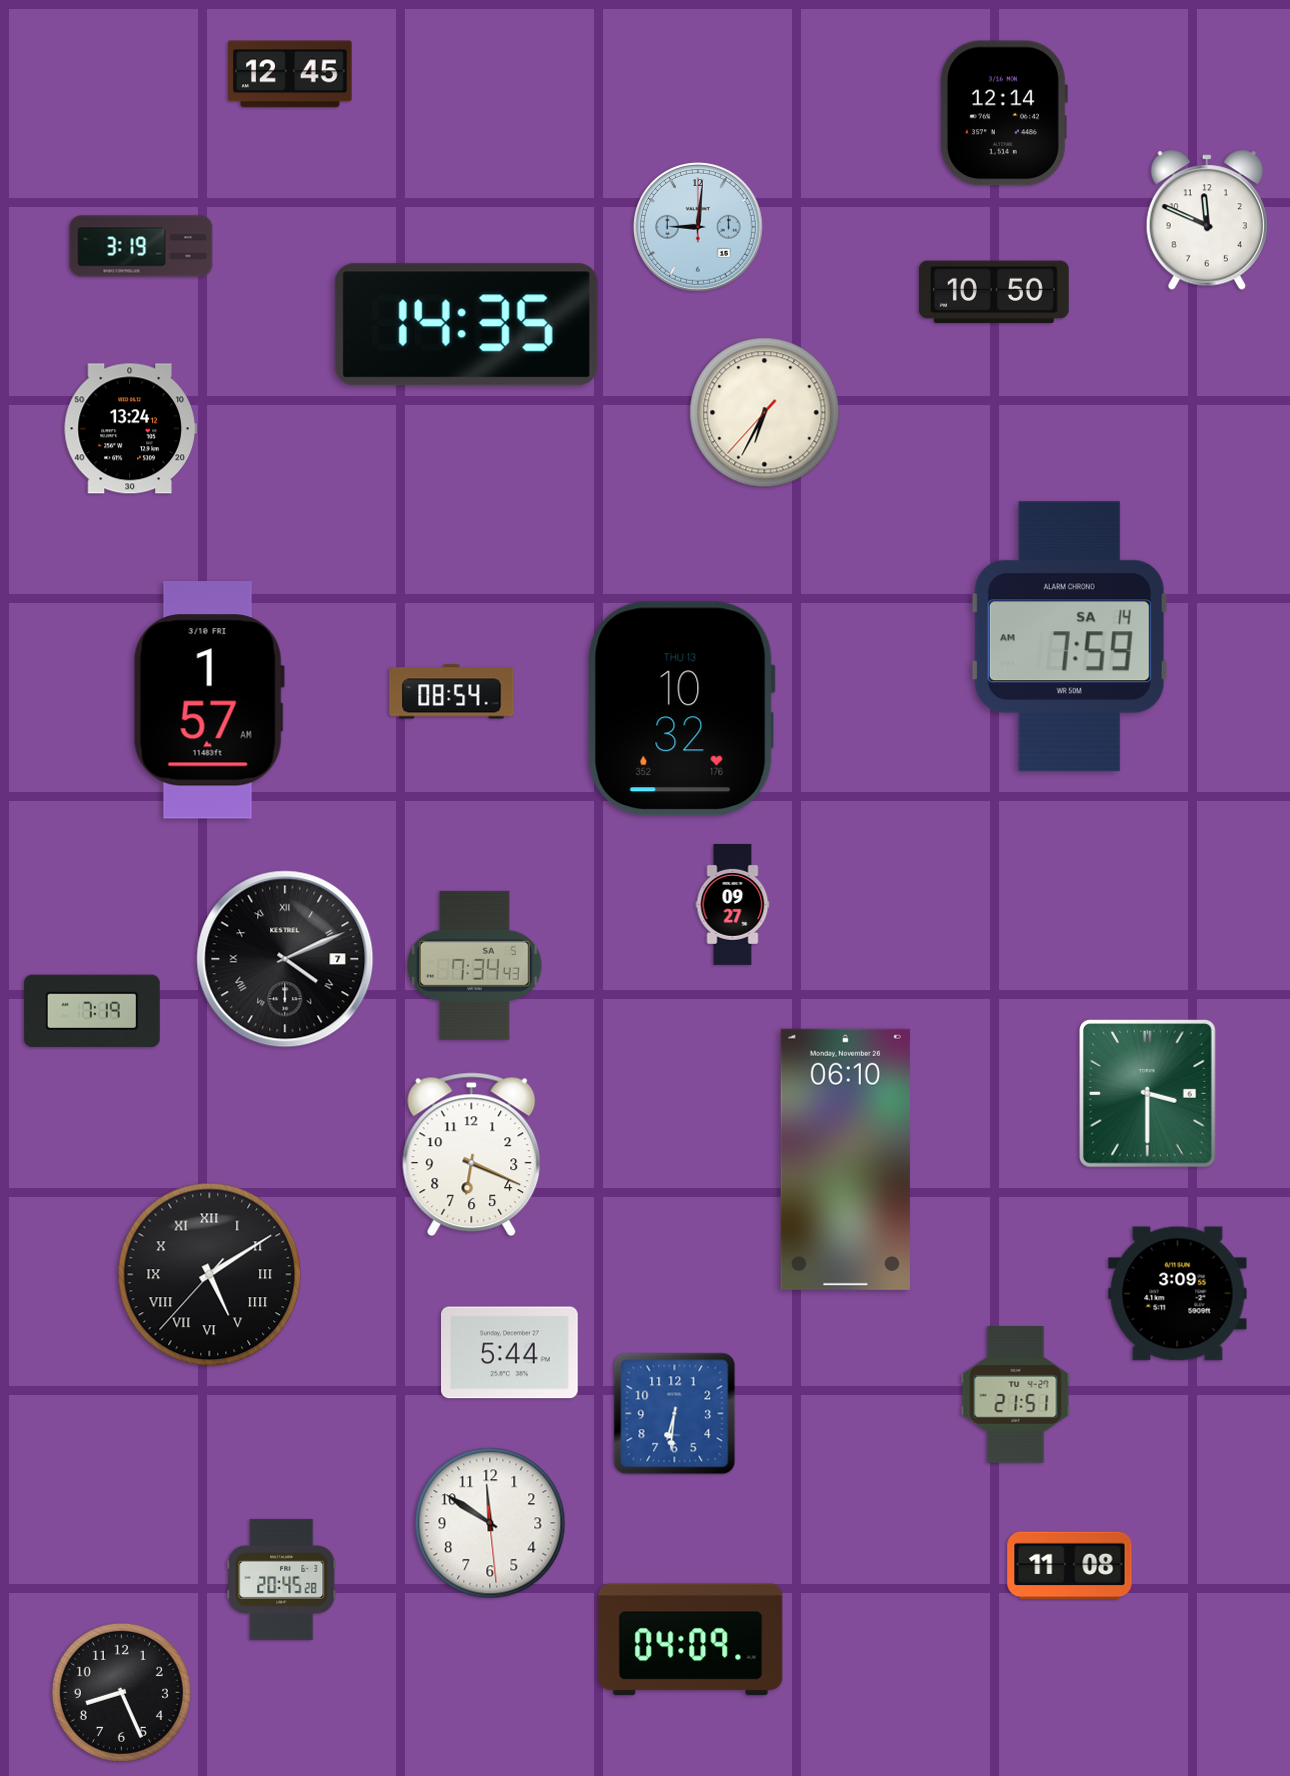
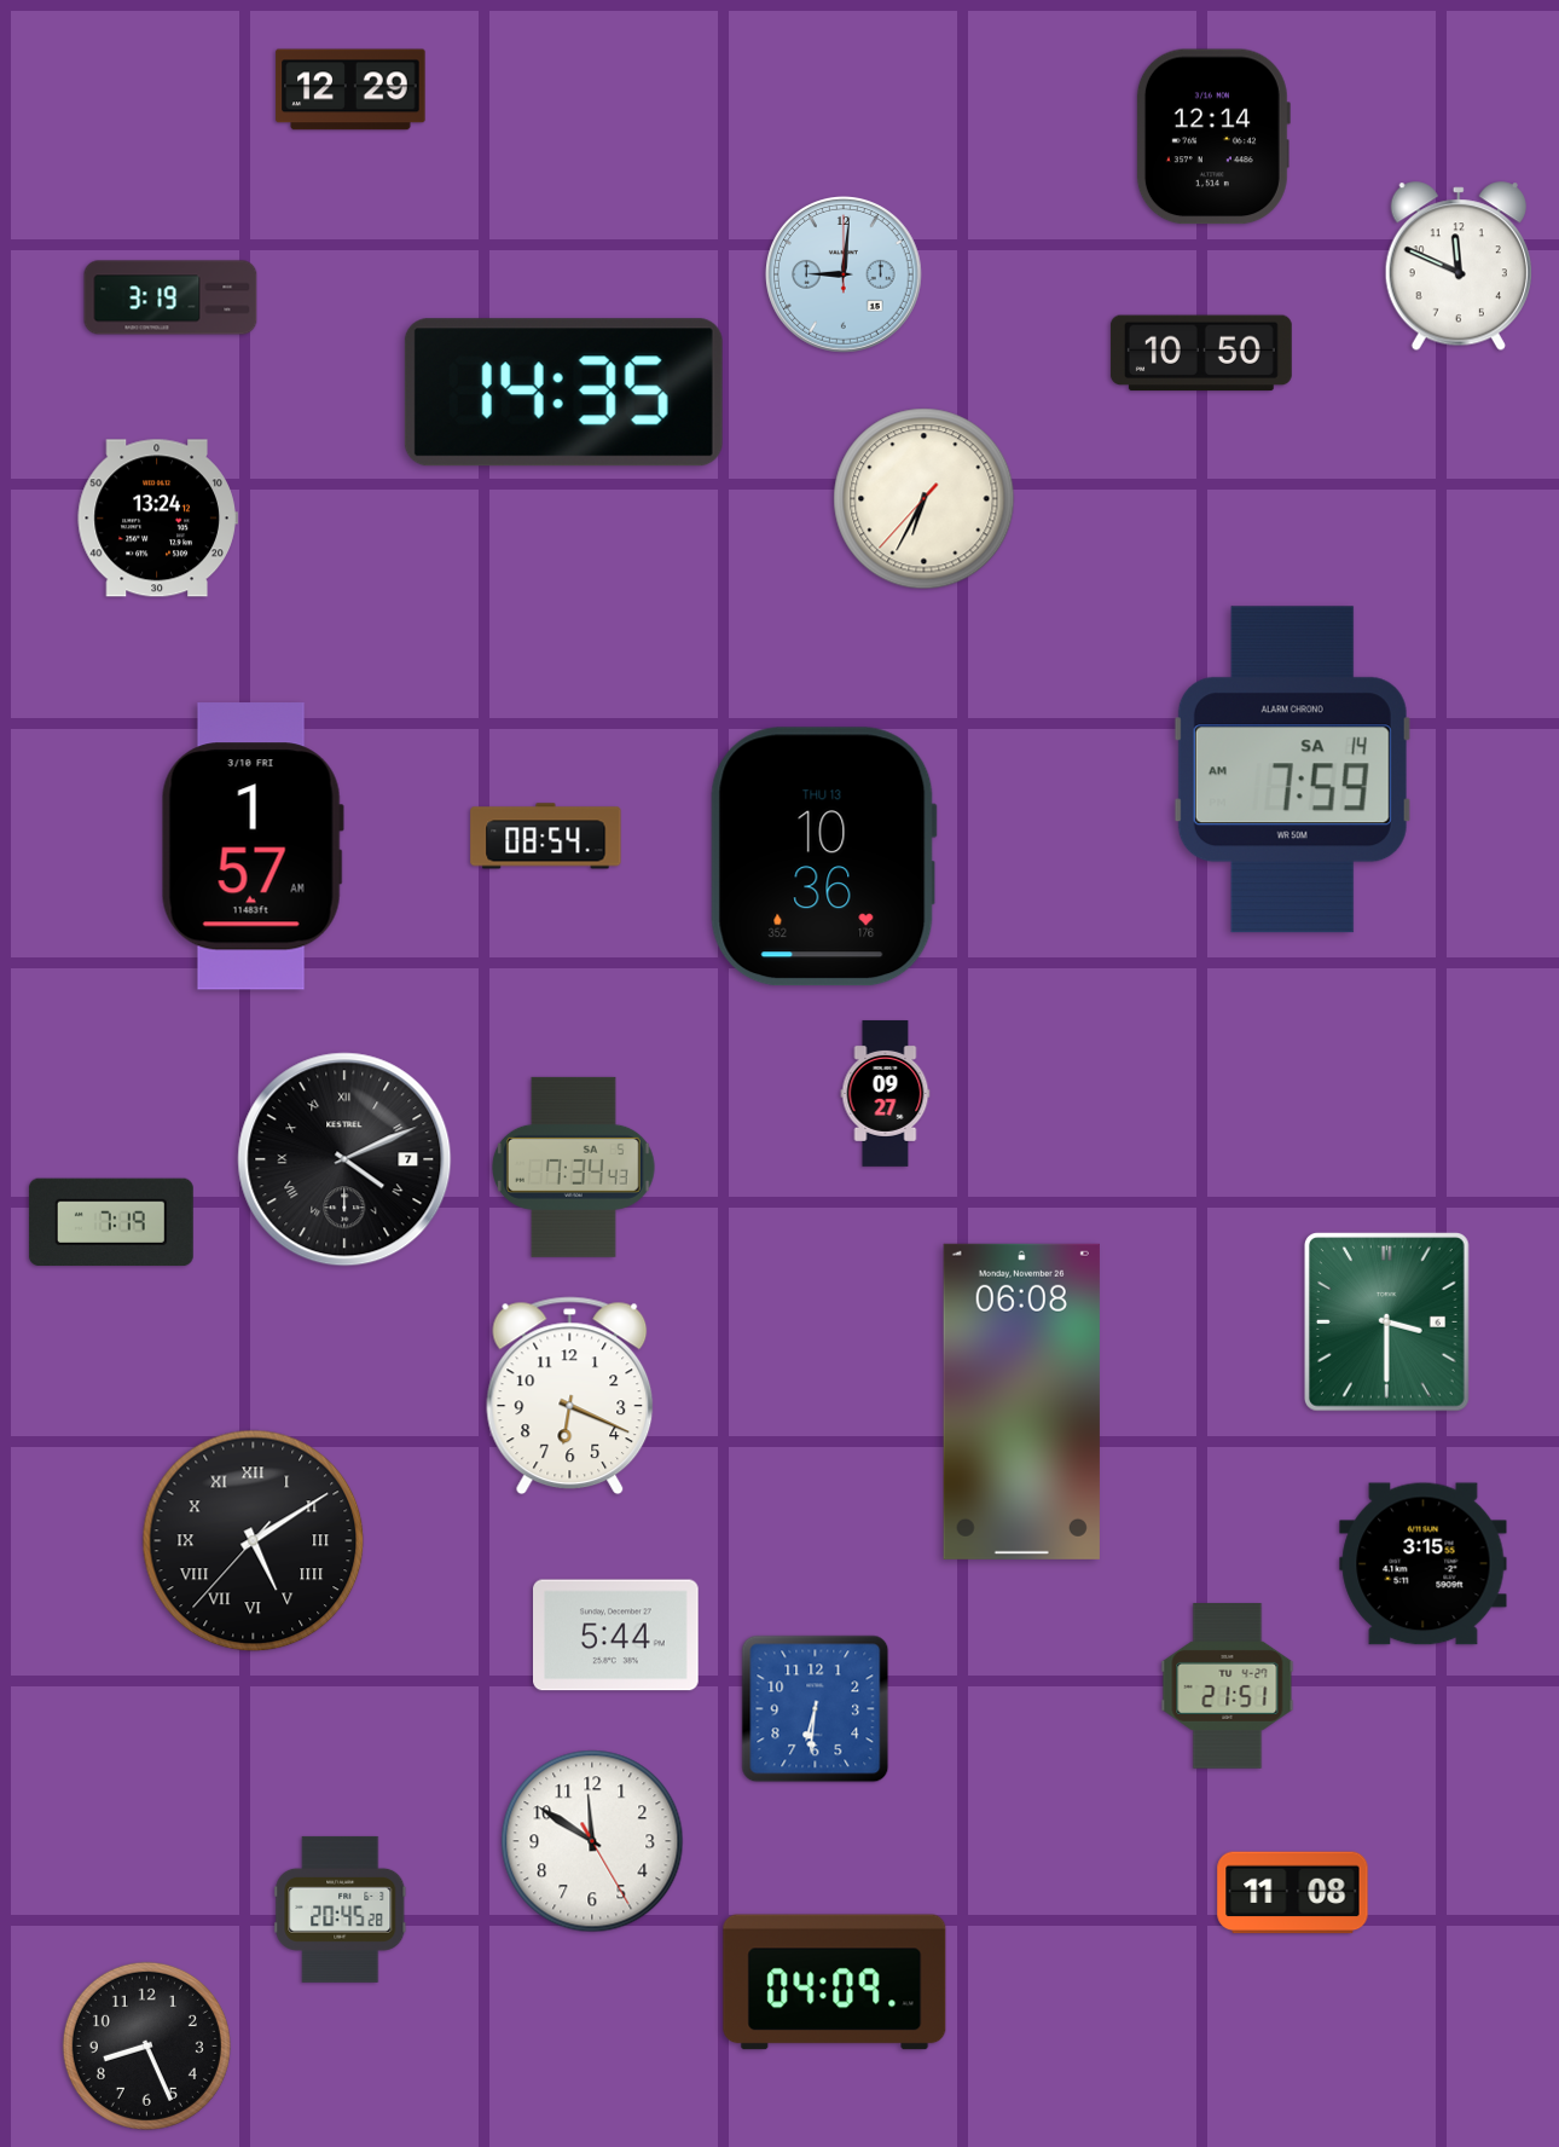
clock at (290, 74): 12:45 -> 12:29
clock at (681, 709): 10:32 -> 10:36
clock at (845, 1159): 06:10 -> 06:08
clock at (1178, 1294): 3:09 -> 3:15
clock at (490, 1523): 11:50:29 -> 11:50:25
